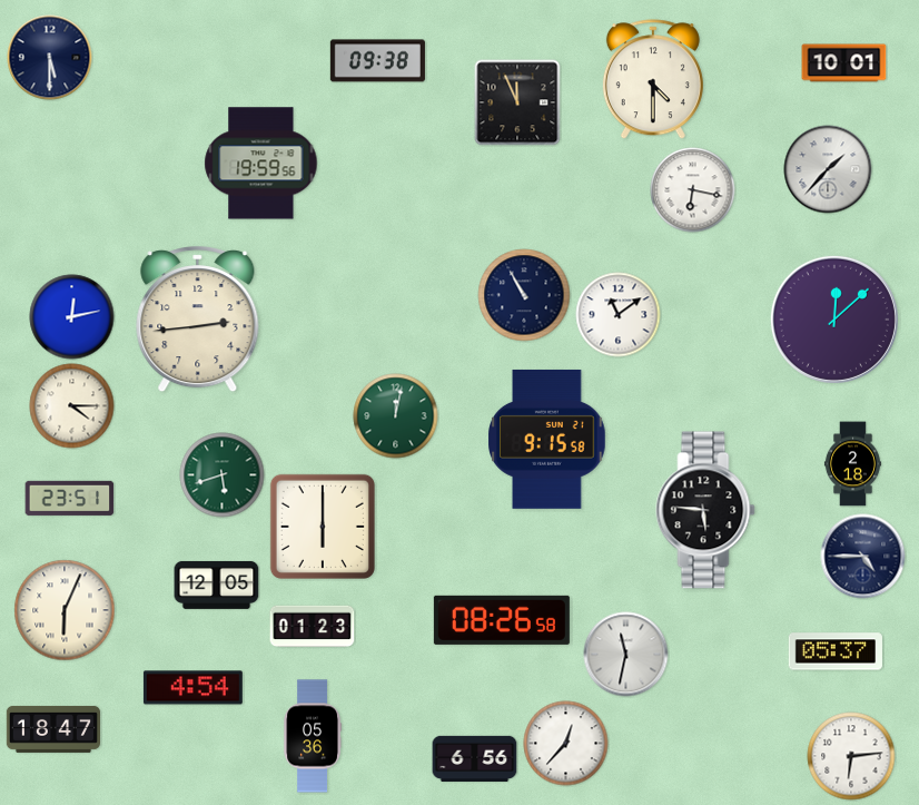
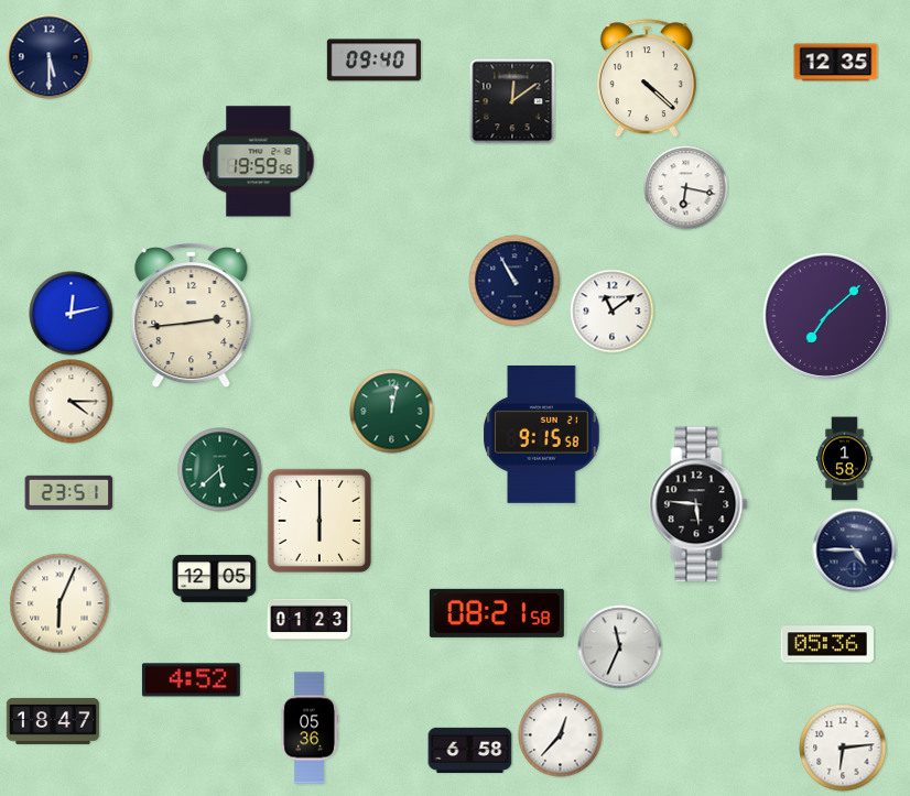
clock at (377, 61): 09:38 -> 09:40
clock at (844, 63): 10:01 -> 12:35
clock at (653, 80): 4:30 -> 4:22
clock at (517, 102): 11:56 -> 12:09
clock at (828, 169): 1:37 -> none
clock at (524, 295) position: (524, 295) -> (514, 281)
clock at (198, 320) position: (198, 320) -> (192, 316)
clock at (834, 320): 12:08 -> 7:08
clock at (852, 464): 2:18 -> 1:58
clock at (223, 475): 5:42 -> 5:38
clock at (65, 610) position: (65, 610) -> (59, 603)
clock at (502, 620): 08:26 -> 08:21
clock at (836, 651): 05:37 -> 05:36
clock at (626, 655): 11:32 -> 11:34
clock at (192, 688): 4:54 -> 4:52
clock at (475, 758): 6:56 -> 6:58
